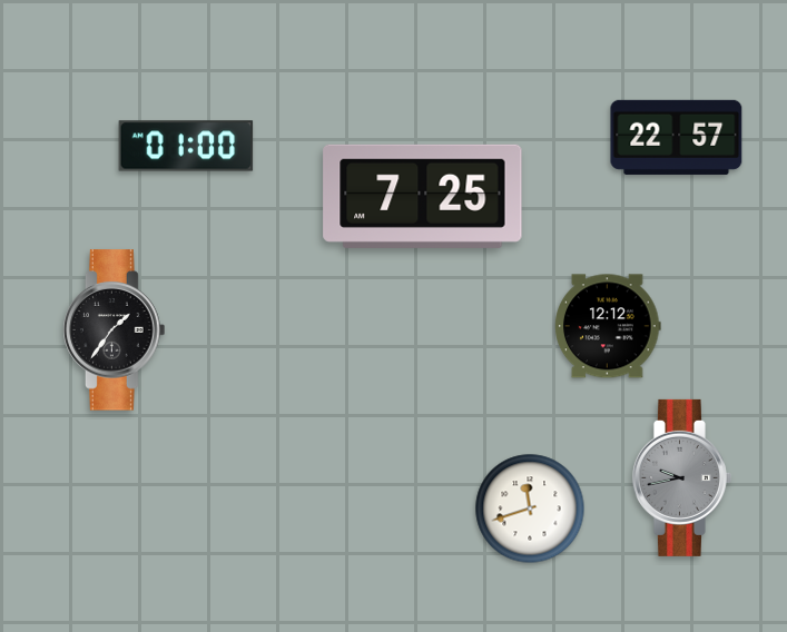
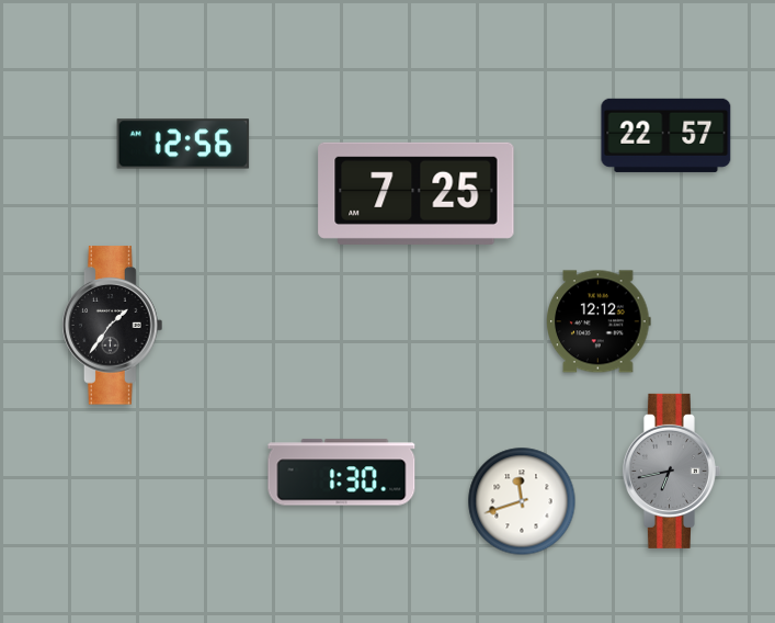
clock at (186, 146): 01:00 -> 12:56
clock at (681, 477): 9:43 -> 6:43
clock at (342, 473): none -> 1:30
